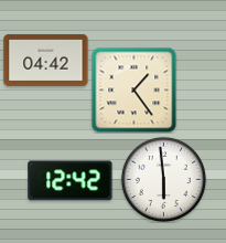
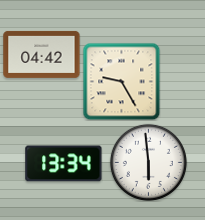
clock at (133, 89): 1:24 -> 9:25
clock at (71, 181): 12:42 -> 13:34
